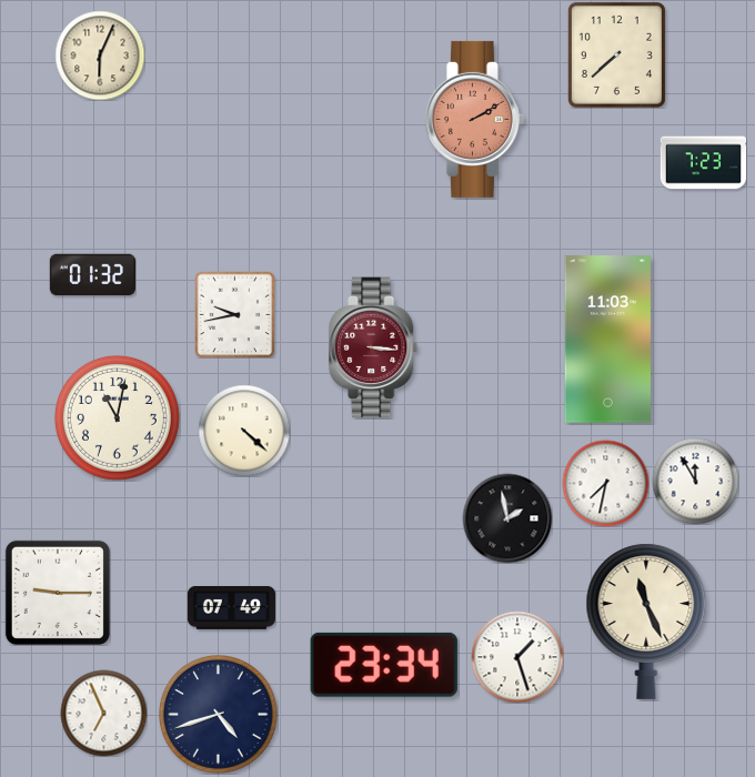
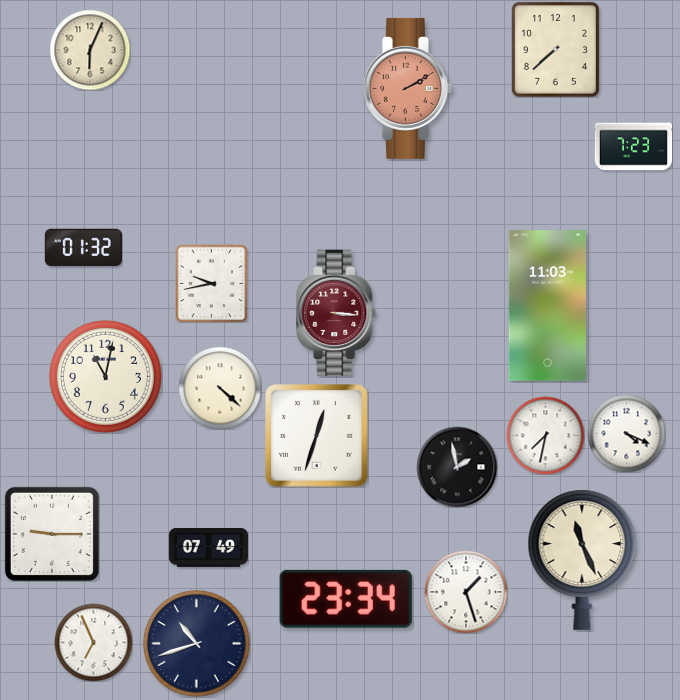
clock at (474, 119) position: (474, 119) -> (407, 88)
clock at (695, 481): 11:55 -> 4:19
clock at (317, 436): none -> 12:33
clock at (219, 715): 4:42 -> 10:42
